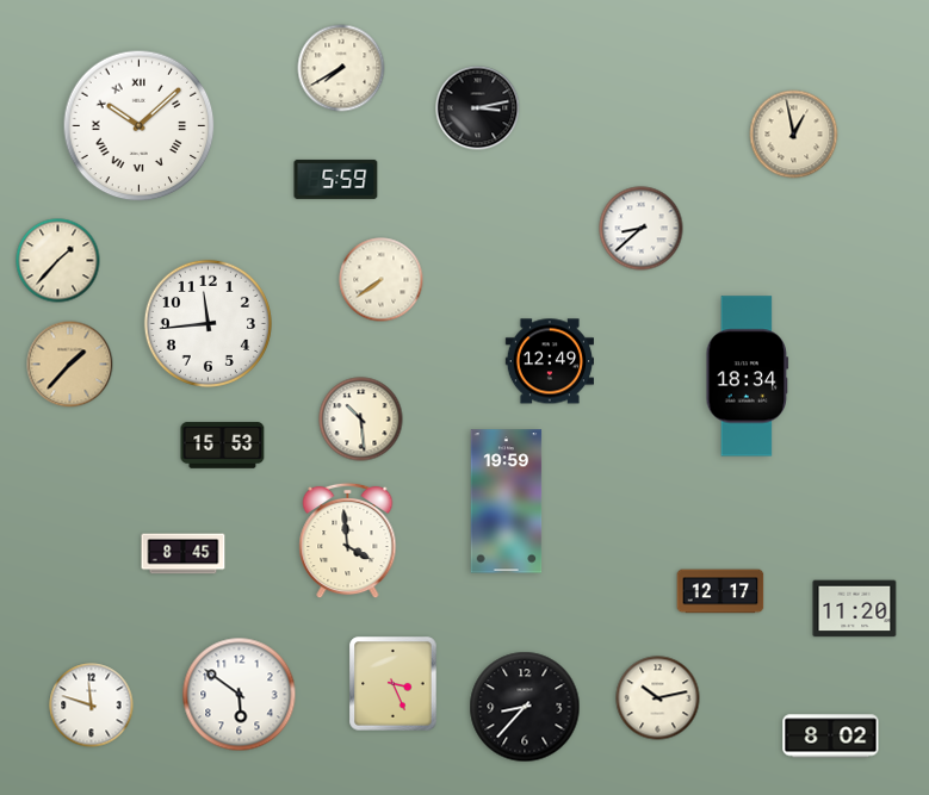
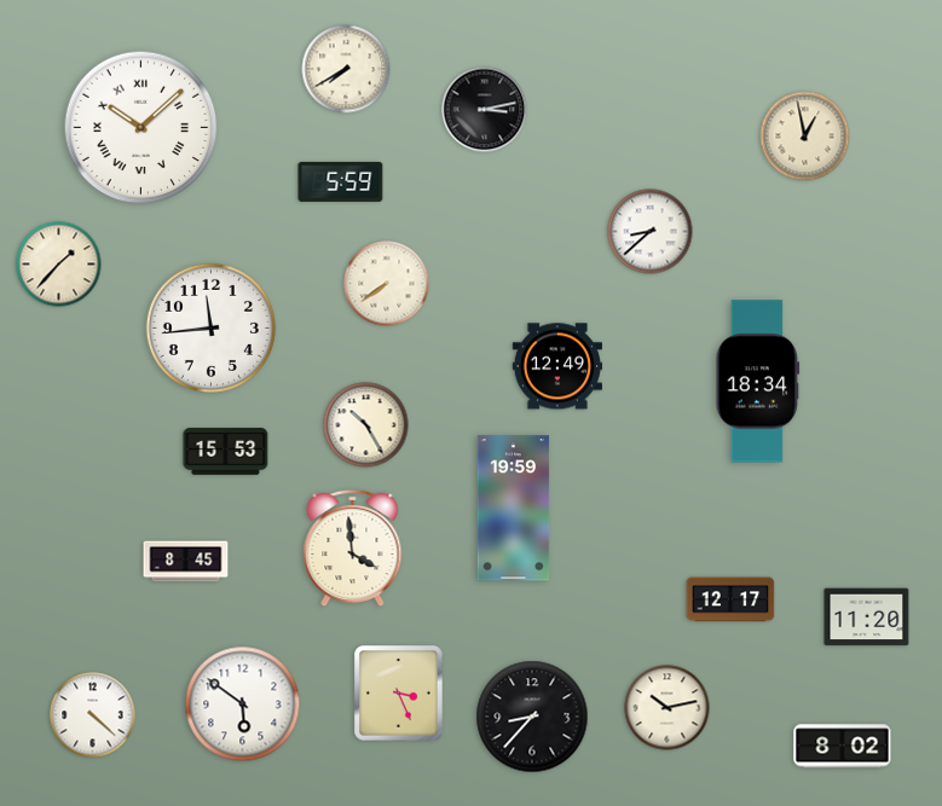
clock at (70, 365): 1:37 -> none
clock at (361, 420): 10:29 -> 10:25
clock at (92, 706): 11:48 -> 4:22
